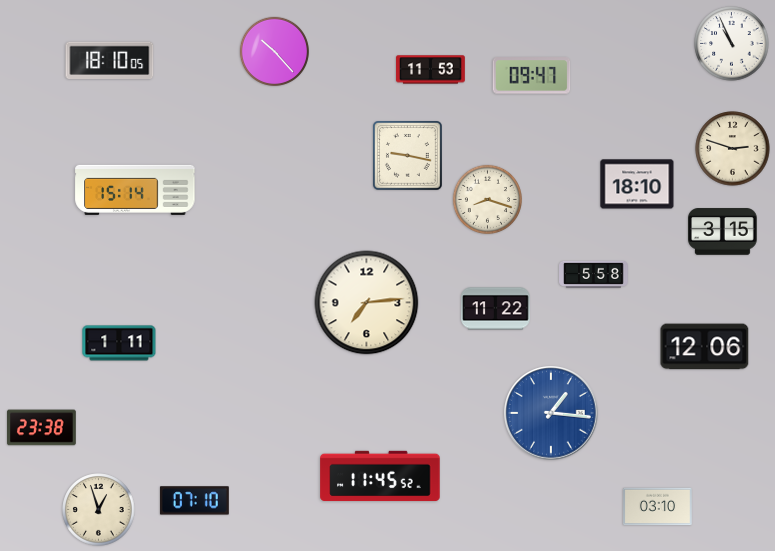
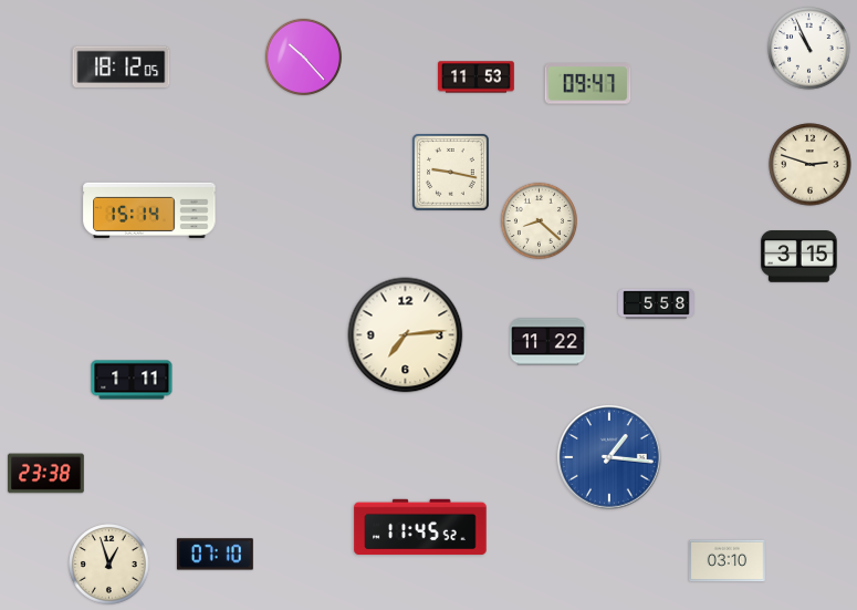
clock at (110, 61): 18:10 -> 18:12
clock at (637, 184): 18:10 -> none
clock at (487, 199): 8:18 -> 8:22
clock at (705, 347): 12:06 -> none
